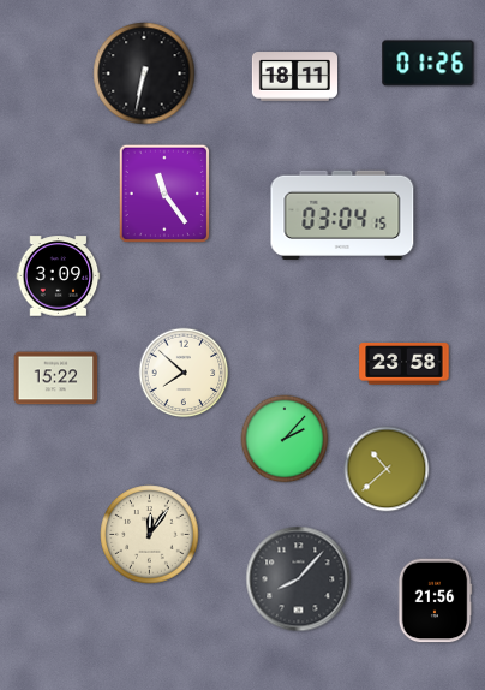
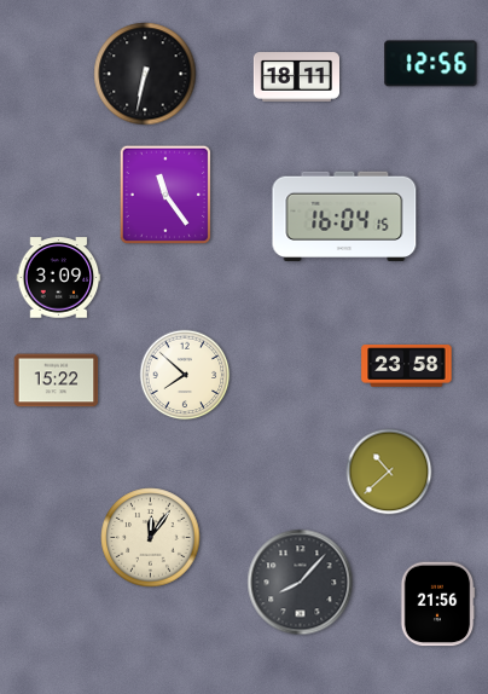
clock at (429, 64): 01:26 -> 12:56
clock at (342, 214): 03:04 -> 16:04
clock at (285, 439): 2:07 -> none
